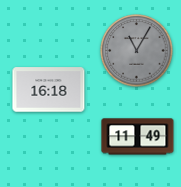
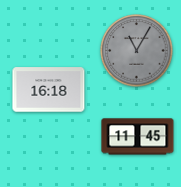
clock at (138, 137): 11:49 -> 11:45
